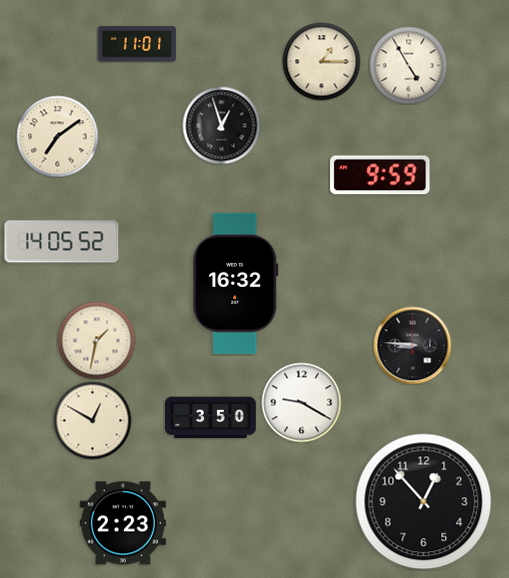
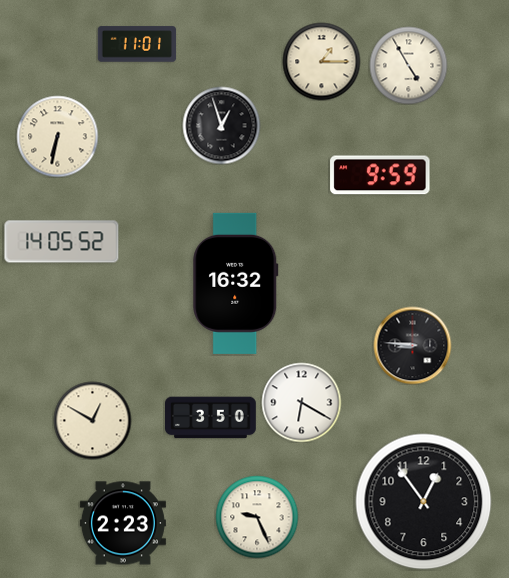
clock at (57, 136): 7:09 -> 6:32
clock at (96, 340): 1:32 -> none
clock at (301, 402): 9:20 -> 6:20
clock at (424, 502): 12:53 -> 12:54
clock at (257, 517): none -> 9:26
